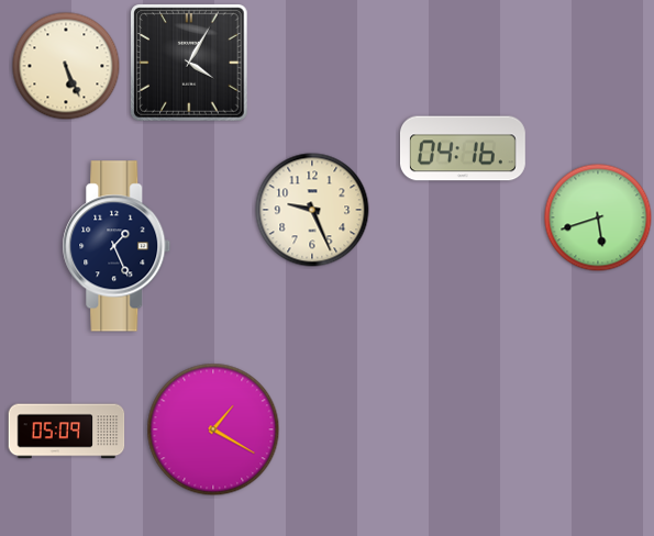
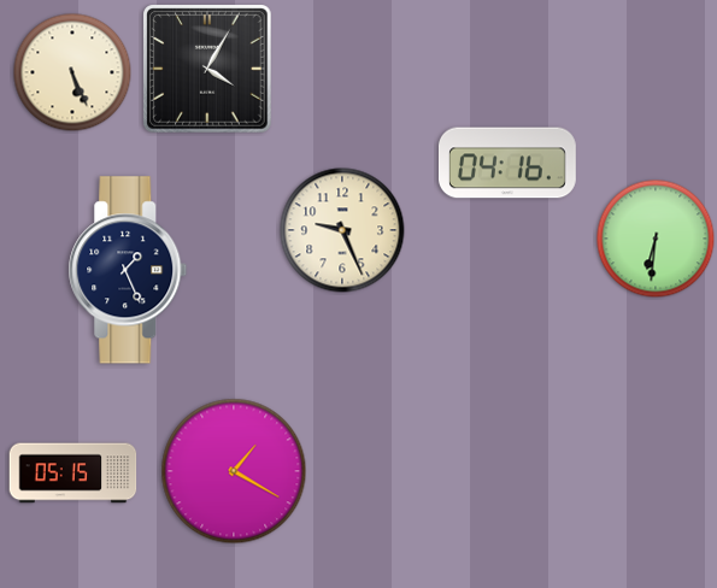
clock at (598, 217): 5:42 -> 6:31
clock at (67, 432): 05:09 -> 05:15
